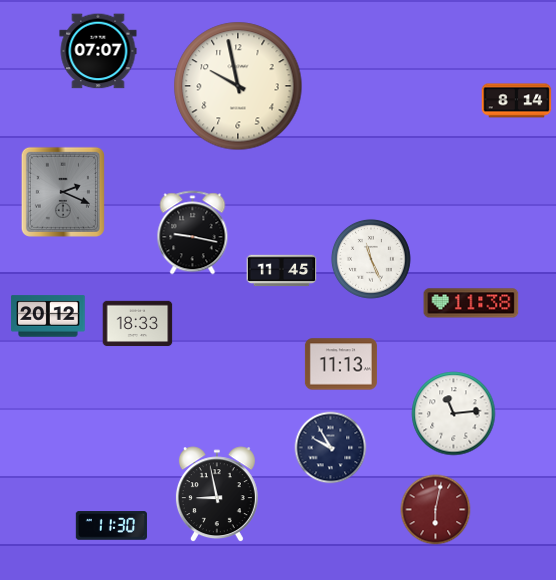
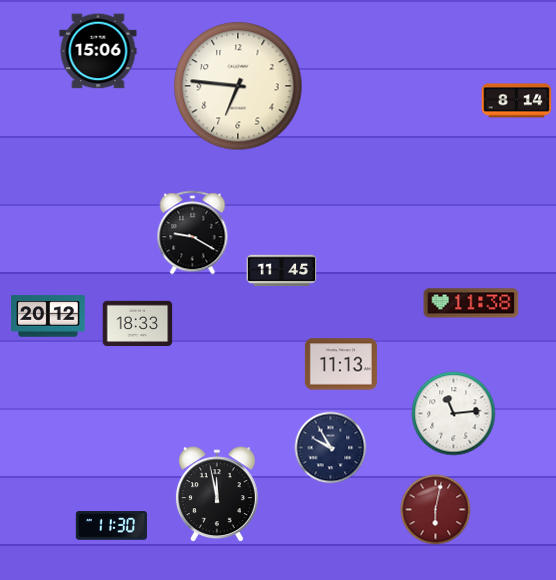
clock at (98, 51): 07:07 -> 15:06
clock at (238, 86): 9:58 -> 6:46
clock at (63, 192): 2:19 -> none
clock at (193, 233): 9:17 -> 9:20
clock at (371, 259): 11:26 -> none
clock at (217, 495): 8:58 -> 11:58
